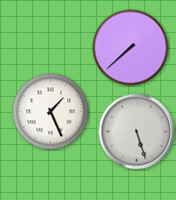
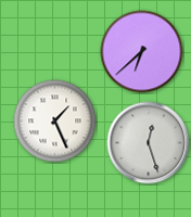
clock at (131, 48): 7:38 -> 6:38
clock at (137, 132): 5:27 -> 12:27
